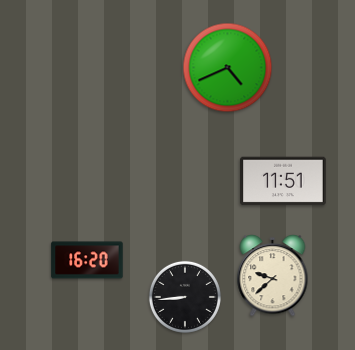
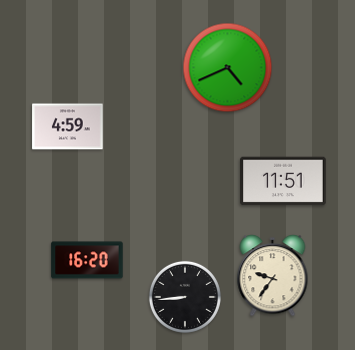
clock at (68, 127): none -> 4:59
clock at (273, 276): 9:38 -> 9:36
